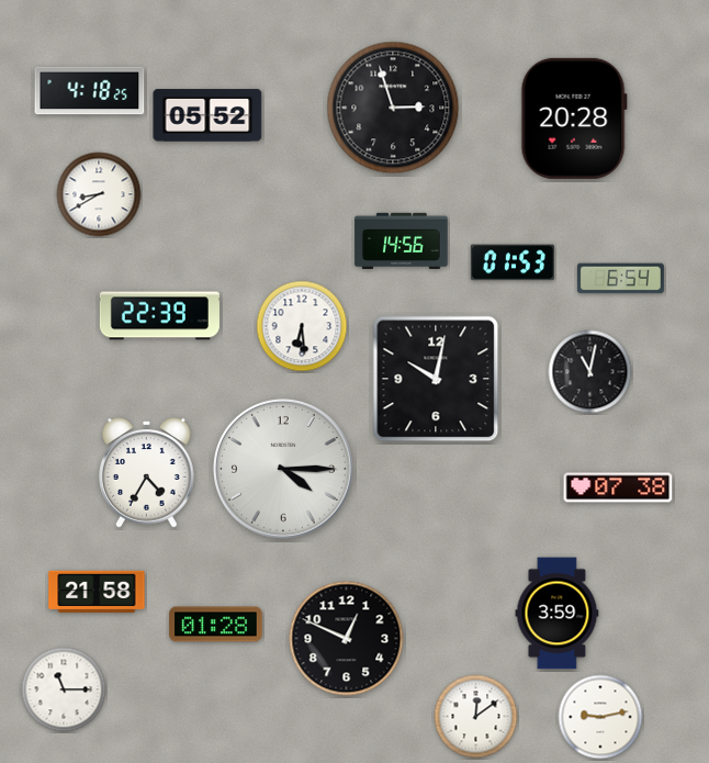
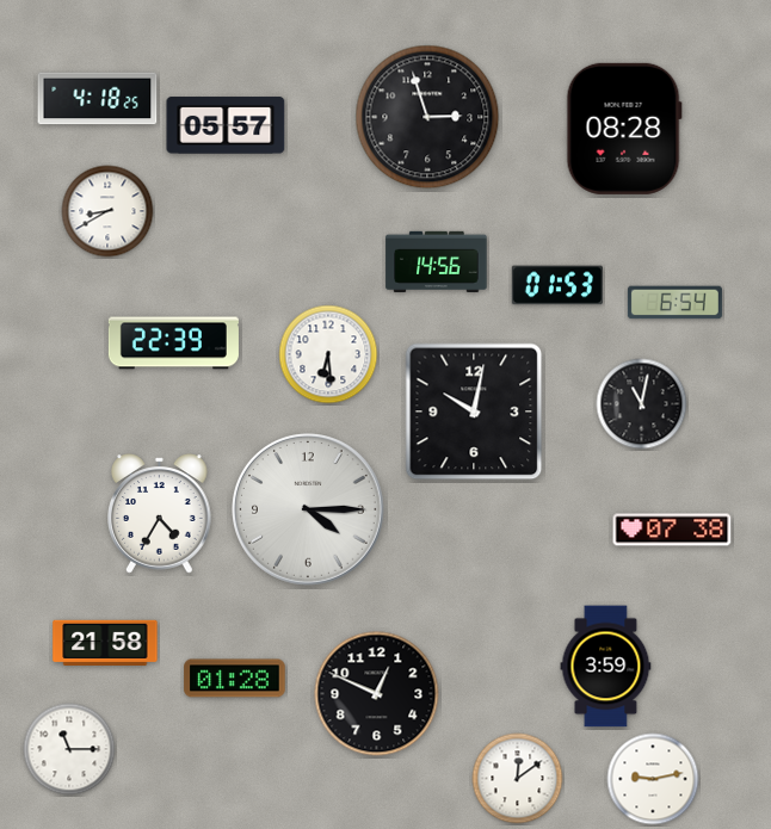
clock at (207, 115): 05:52 -> 05:57
clock at (574, 119): 20:28 -> 08:28
